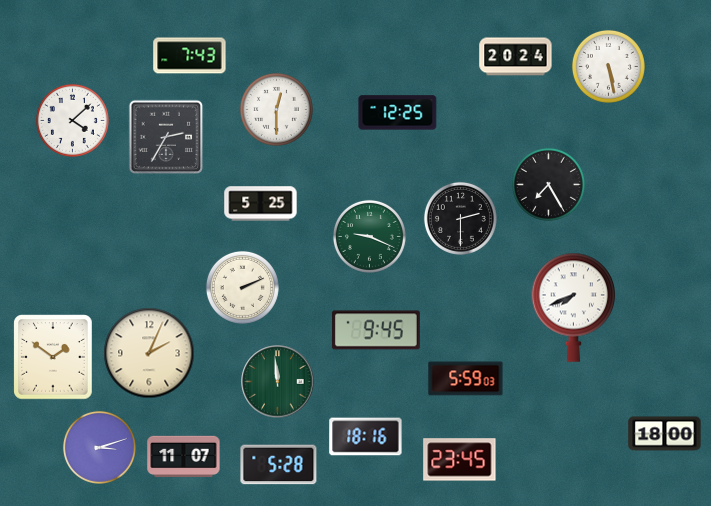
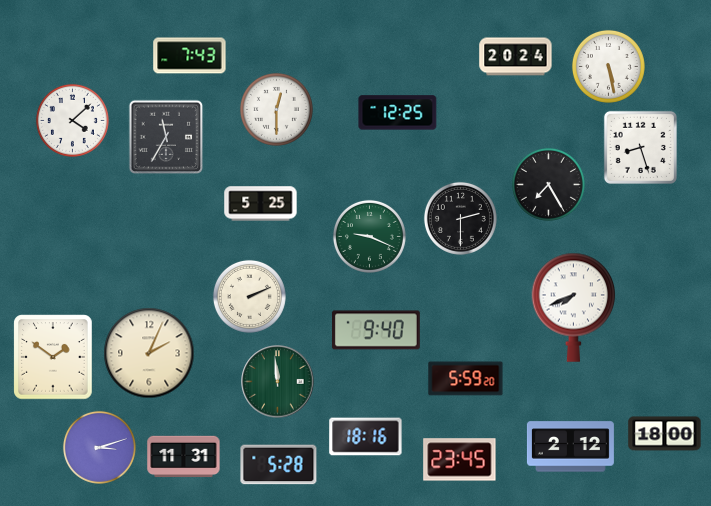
clock at (166, 137): 2:35 -> 11:35
clock at (640, 147): none -> 8:27
clock at (242, 287) position: (242, 287) -> (249, 296)
clock at (376, 330): 9:45 -> 9:40
clock at (466, 379): 5:59:03 -> 5:59:20
clock at (570, 447): none -> 2:12
clock at (184, 457): 11:07 -> 11:31
